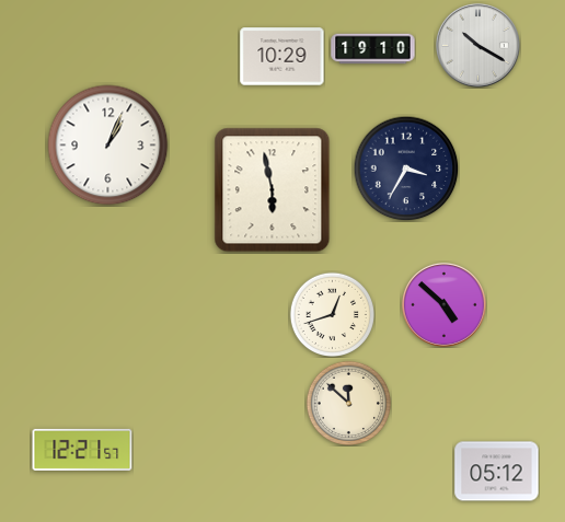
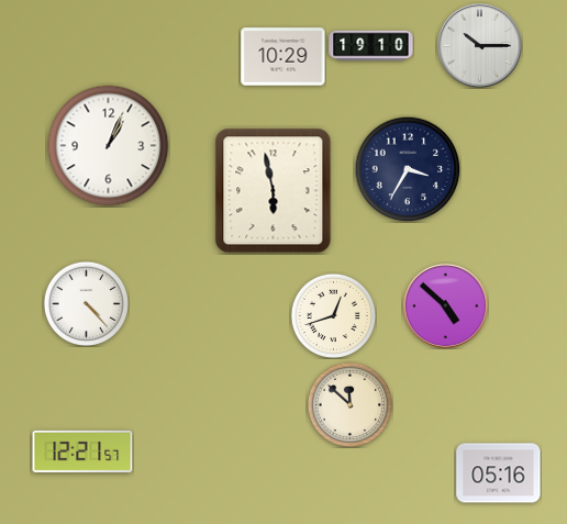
clock at (477, 45): 10:20 -> 10:15
clock at (373, 49) position: (373, 49) -> (371, 46)
clock at (86, 303): none -> 4:23
clock at (497, 472): 05:12 -> 05:16
